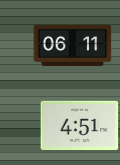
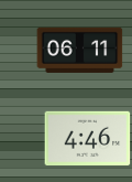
clock at (79, 125): 4:51 -> 4:46
